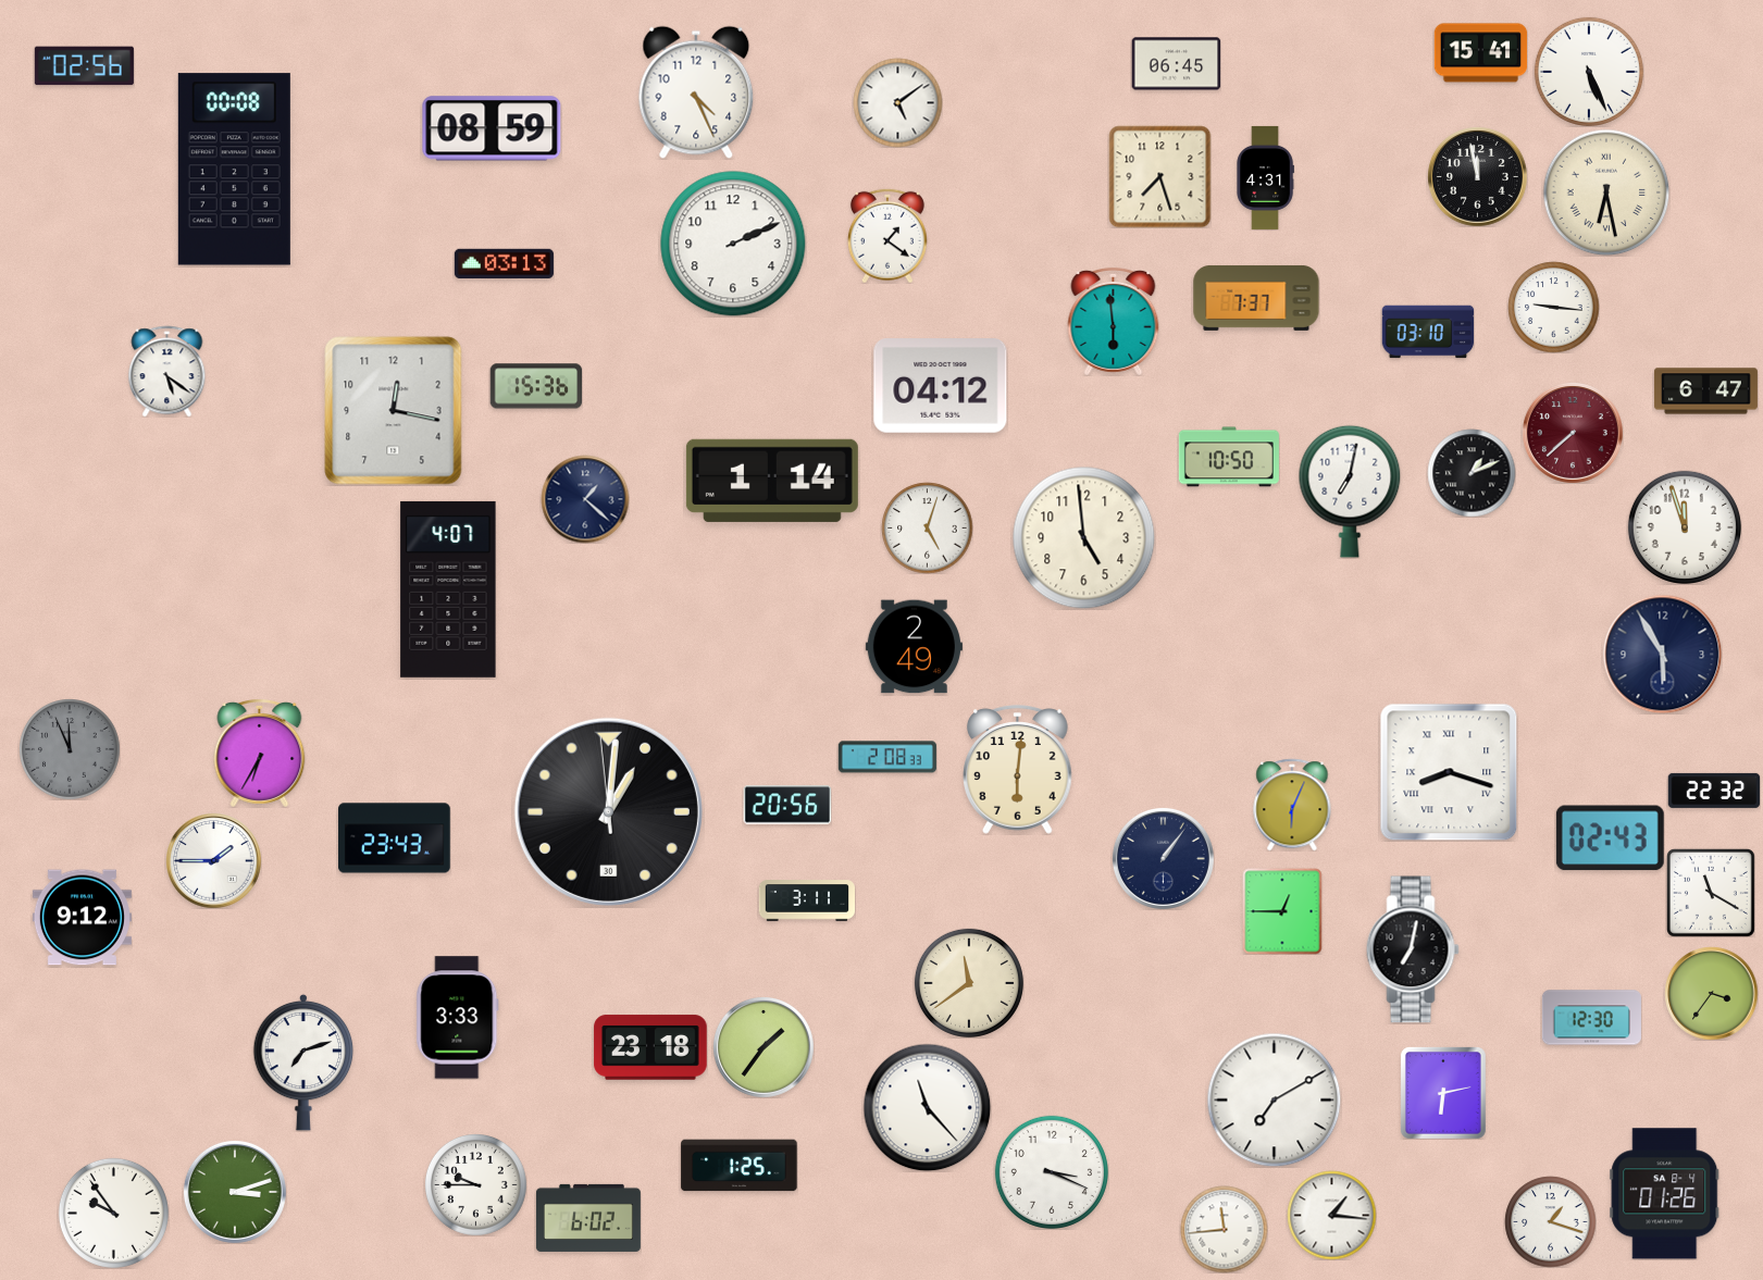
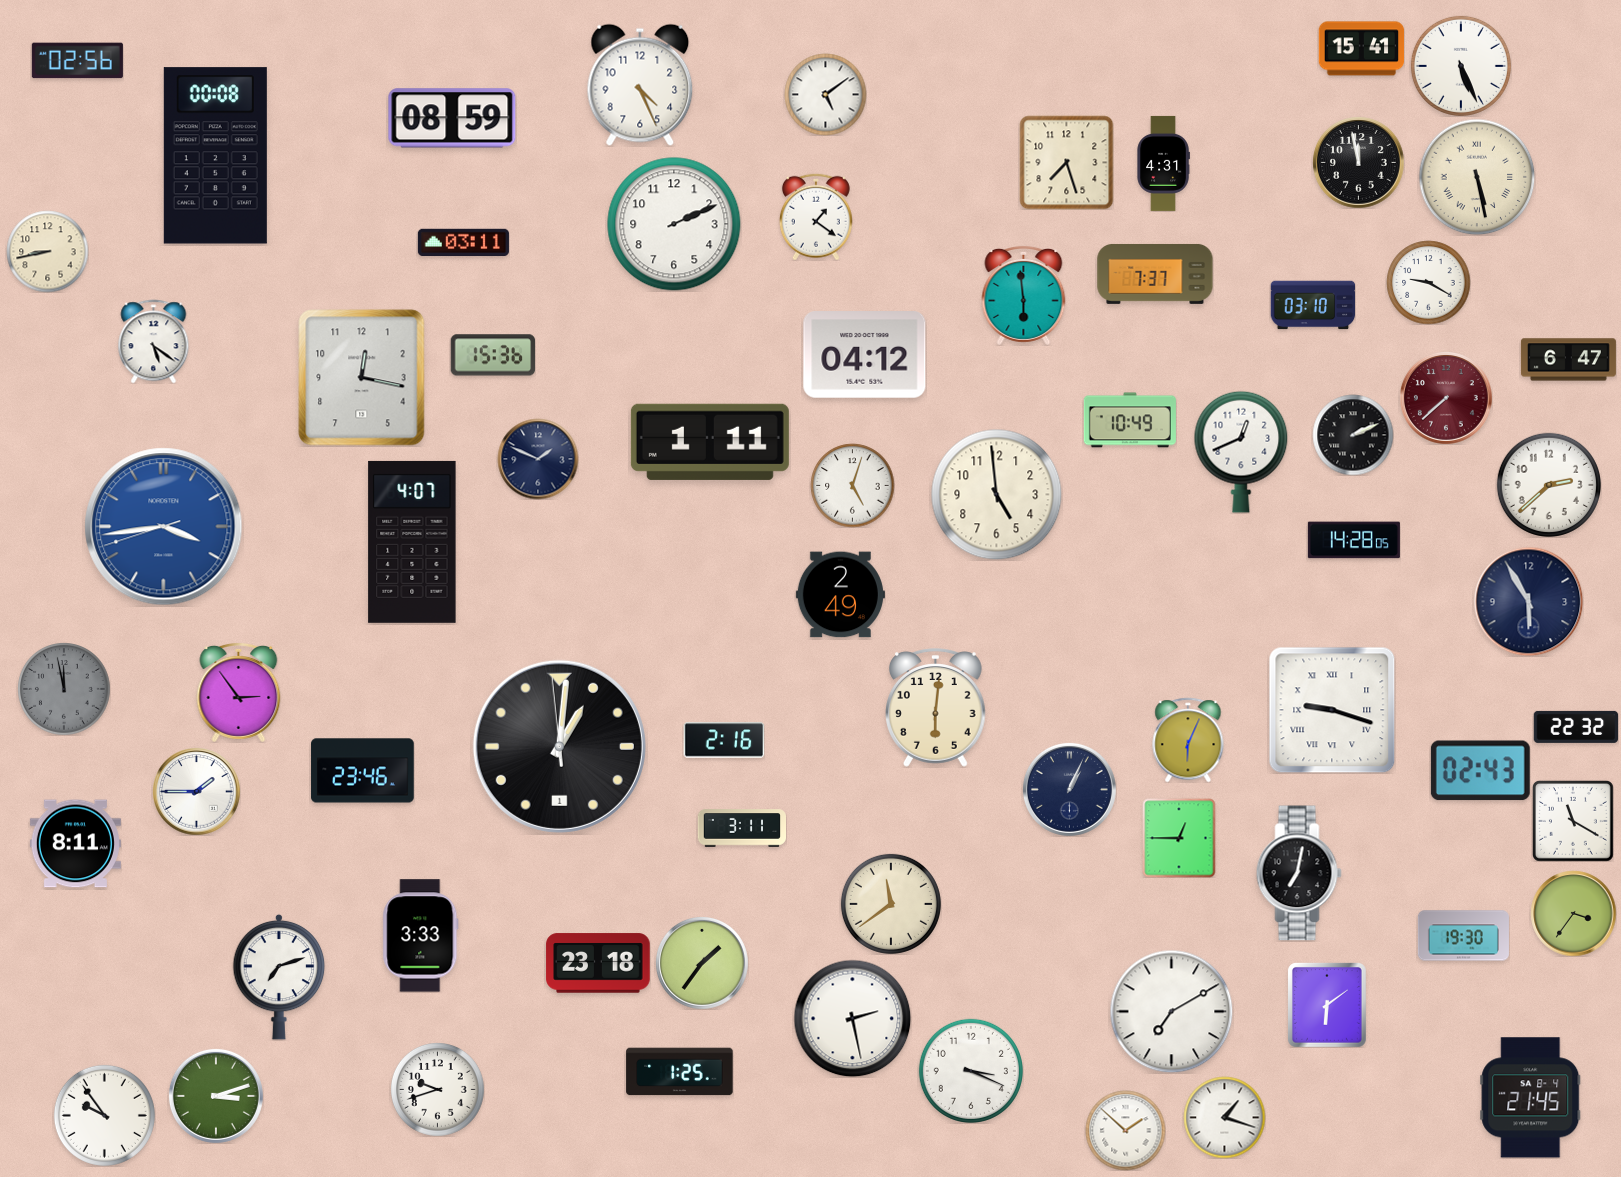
clock at (1176, 64): 06:45 -> none
clock at (1606, 192): 6:28 -> 5:28
clock at (504, 263): 03:13 -> 03:11
clock at (47, 251): none -> 8:43
clock at (1553, 307): 9:16 -> 9:20
clock at (1229, 457): 10:50 -> 10:49
clock at (1472, 473): 1:11 -> 2:11
clock at (772, 481): 1:14 -> 1:11
clock at (1350, 492): 7:02 -> 12:41
clock at (585, 499): 1:22 -> 1:49
clock at (1685, 527): 11:57 -> 2:38
clock at (164, 527): none -> 3:43
clock at (1354, 540): none -> 14:28
clock at (70, 749): 11:56 -> 11:58
clock at (260, 753): 6:35 -> 2:54
clock at (887, 757): 2:08 -> none
clock at (1449, 772): 8:18 -> 9:18
clock at (787, 805): 20:56 -> 2:16
clock at (608, 811) date: 30 -> 1
clock at (395, 838): 23:43 -> 23:46
clock at (1163, 858): 1:06 -> 1:04
clock at (82, 918): 9:12 -> 8:11
clock at (1591, 1018): 12:30 -> 19:30
clock at (1443, 1093): 6:13 -> 6:09
clock at (927, 1107): 11:23 -> 2:28
clock at (1052, 1172) position: (1052, 1172) -> (971, 1071)
clock at (476, 1185): 9:45 -> 9:42
clock at (1665, 1194): 01:26 -> 21:45
clock at (1331, 1215): 1:16 -> 1:18
clock at (588, 1218): 6:02 -> none
clock at (1550, 1221): 1:18 -> none
clock at (1224, 1229): 11:44 -> 1:52
